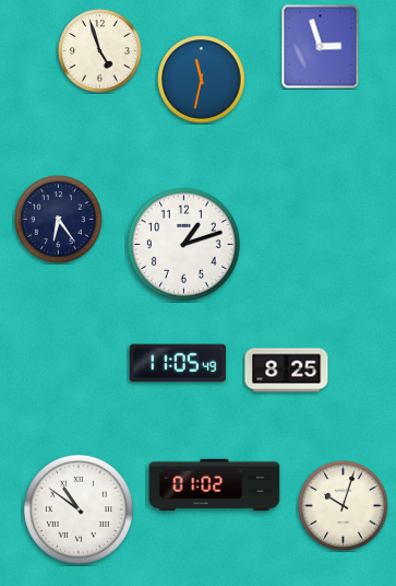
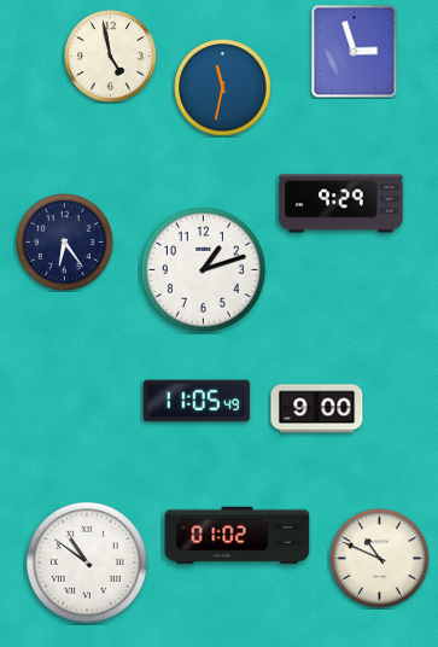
clock at (100, 51): 4:57 -> 4:58
clock at (341, 204): none -> 9:29
clock at (287, 371): 8:25 -> 9:00
clock at (344, 506): 10:03 -> 10:49
